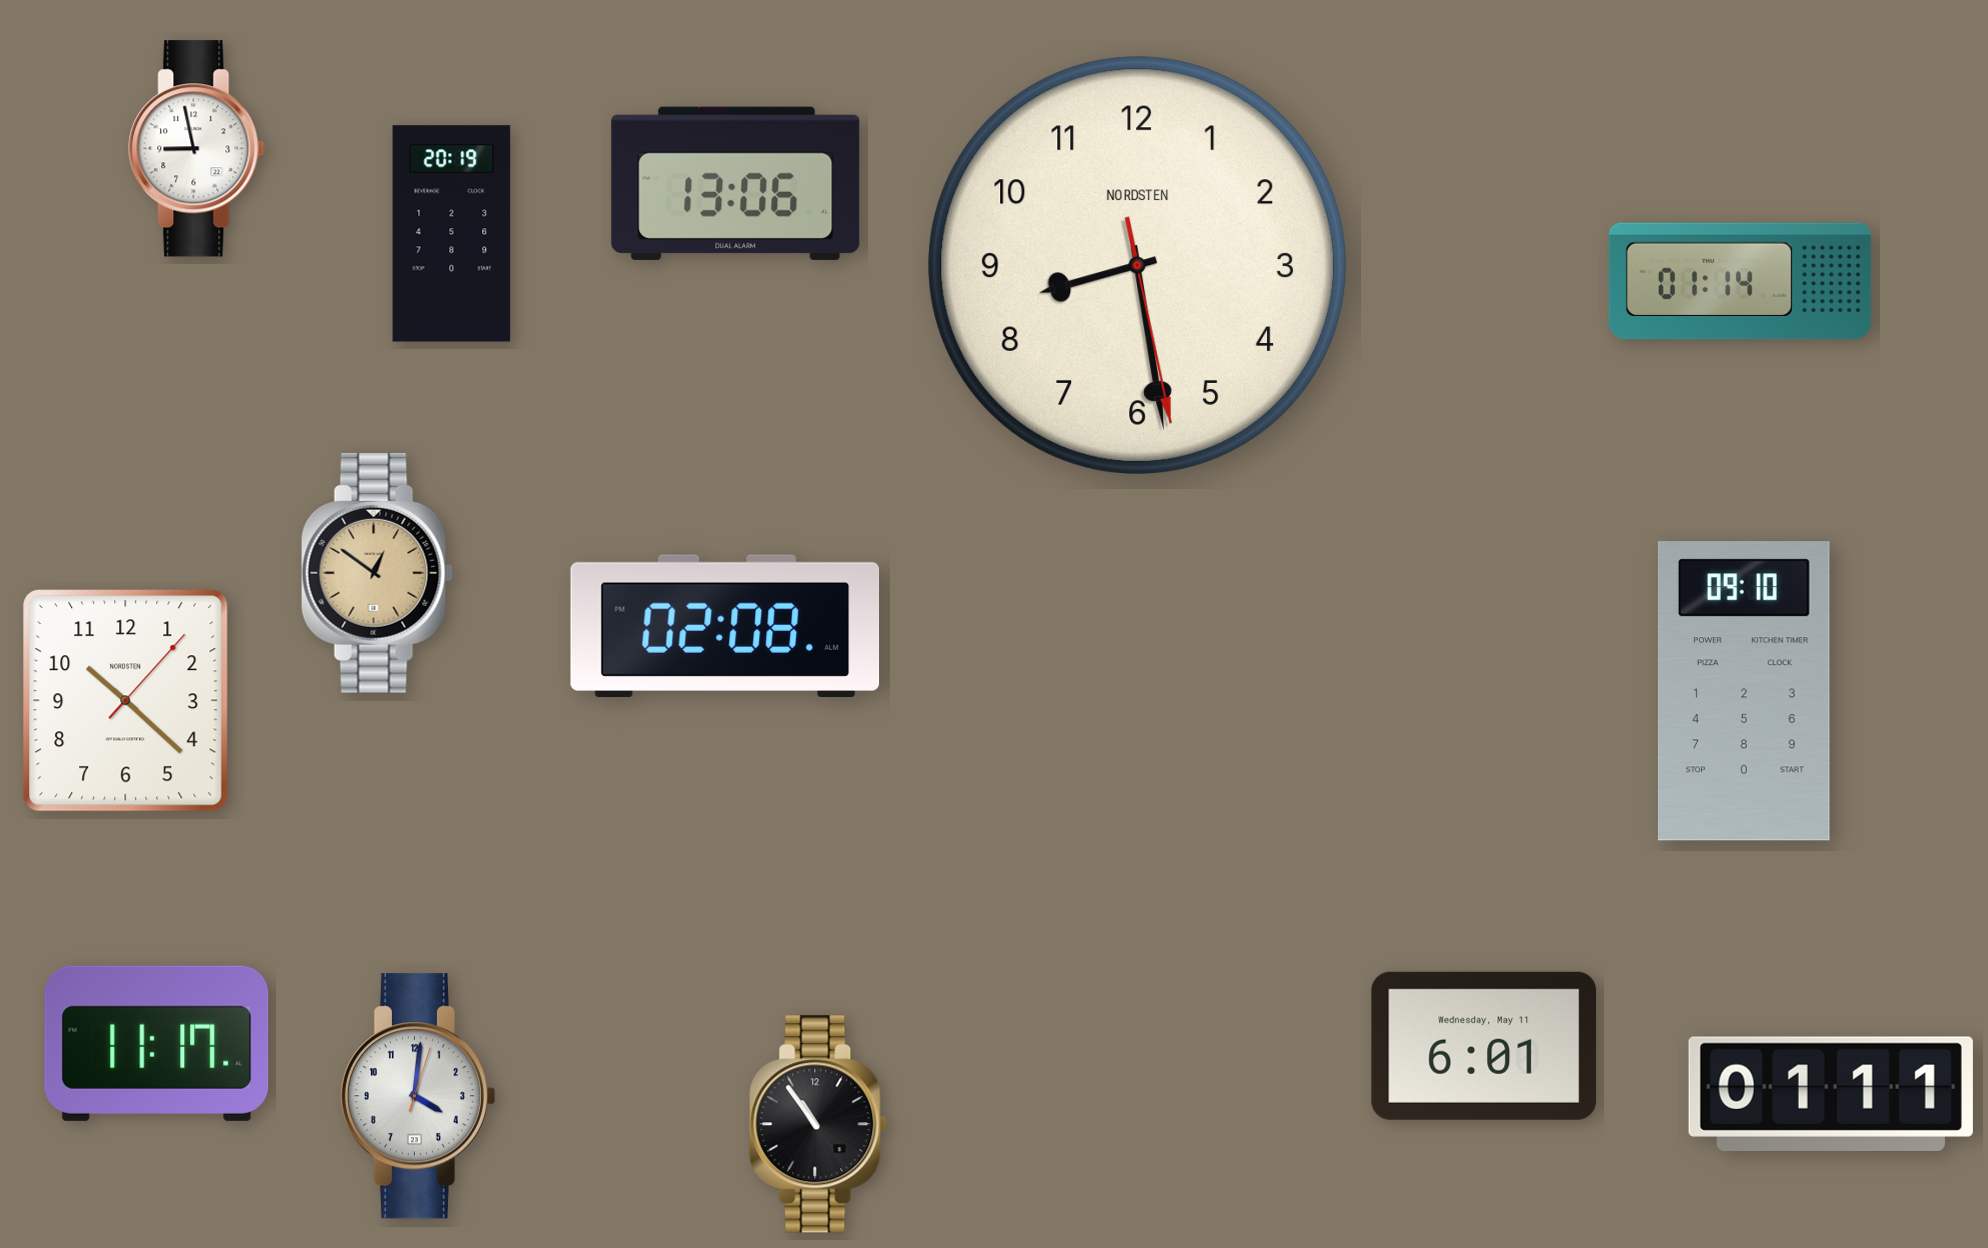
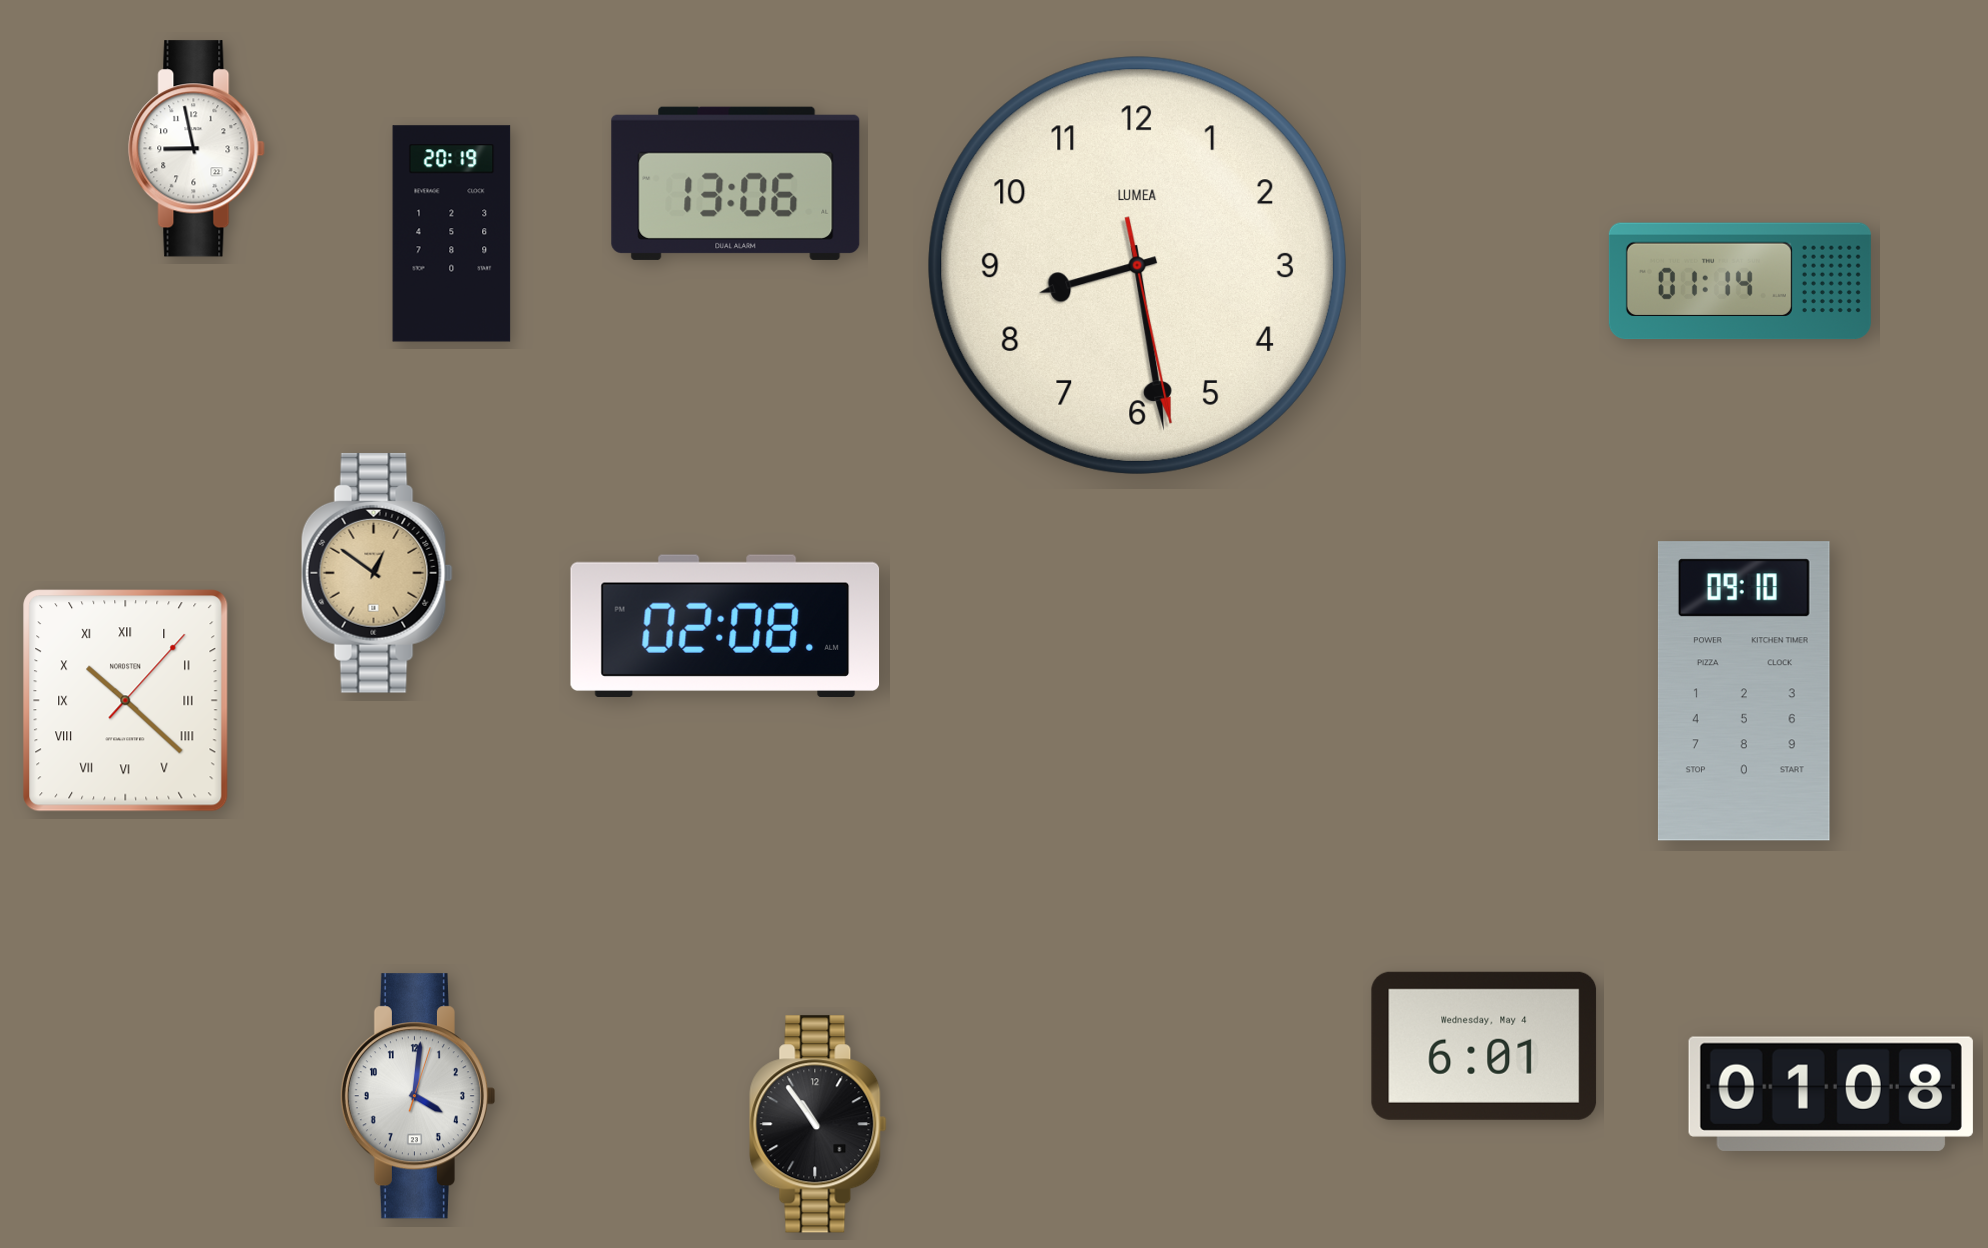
clock at (1137, 265) brand: NORDSTEN -> LUMEA
clock at (126, 701) numerals: Arabic -> Roman
clock at (157, 1043): 11:17 -> none
clock at (1484, 1046) date: Wednesday, May 11 -> Wednesday, May 4
clock at (1831, 1094): 01:11 -> 01:08
